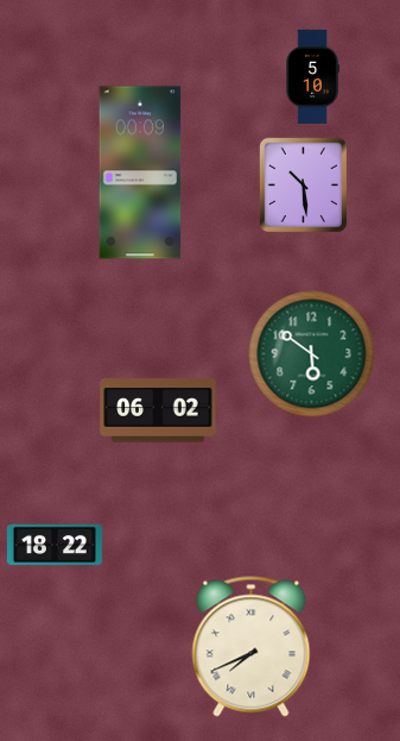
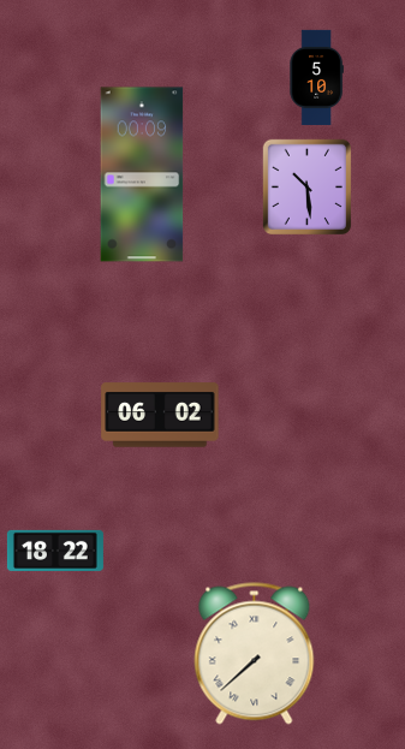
clock at (312, 354): 5:51 -> none
clock at (252, 647): 7:41 -> 7:38
